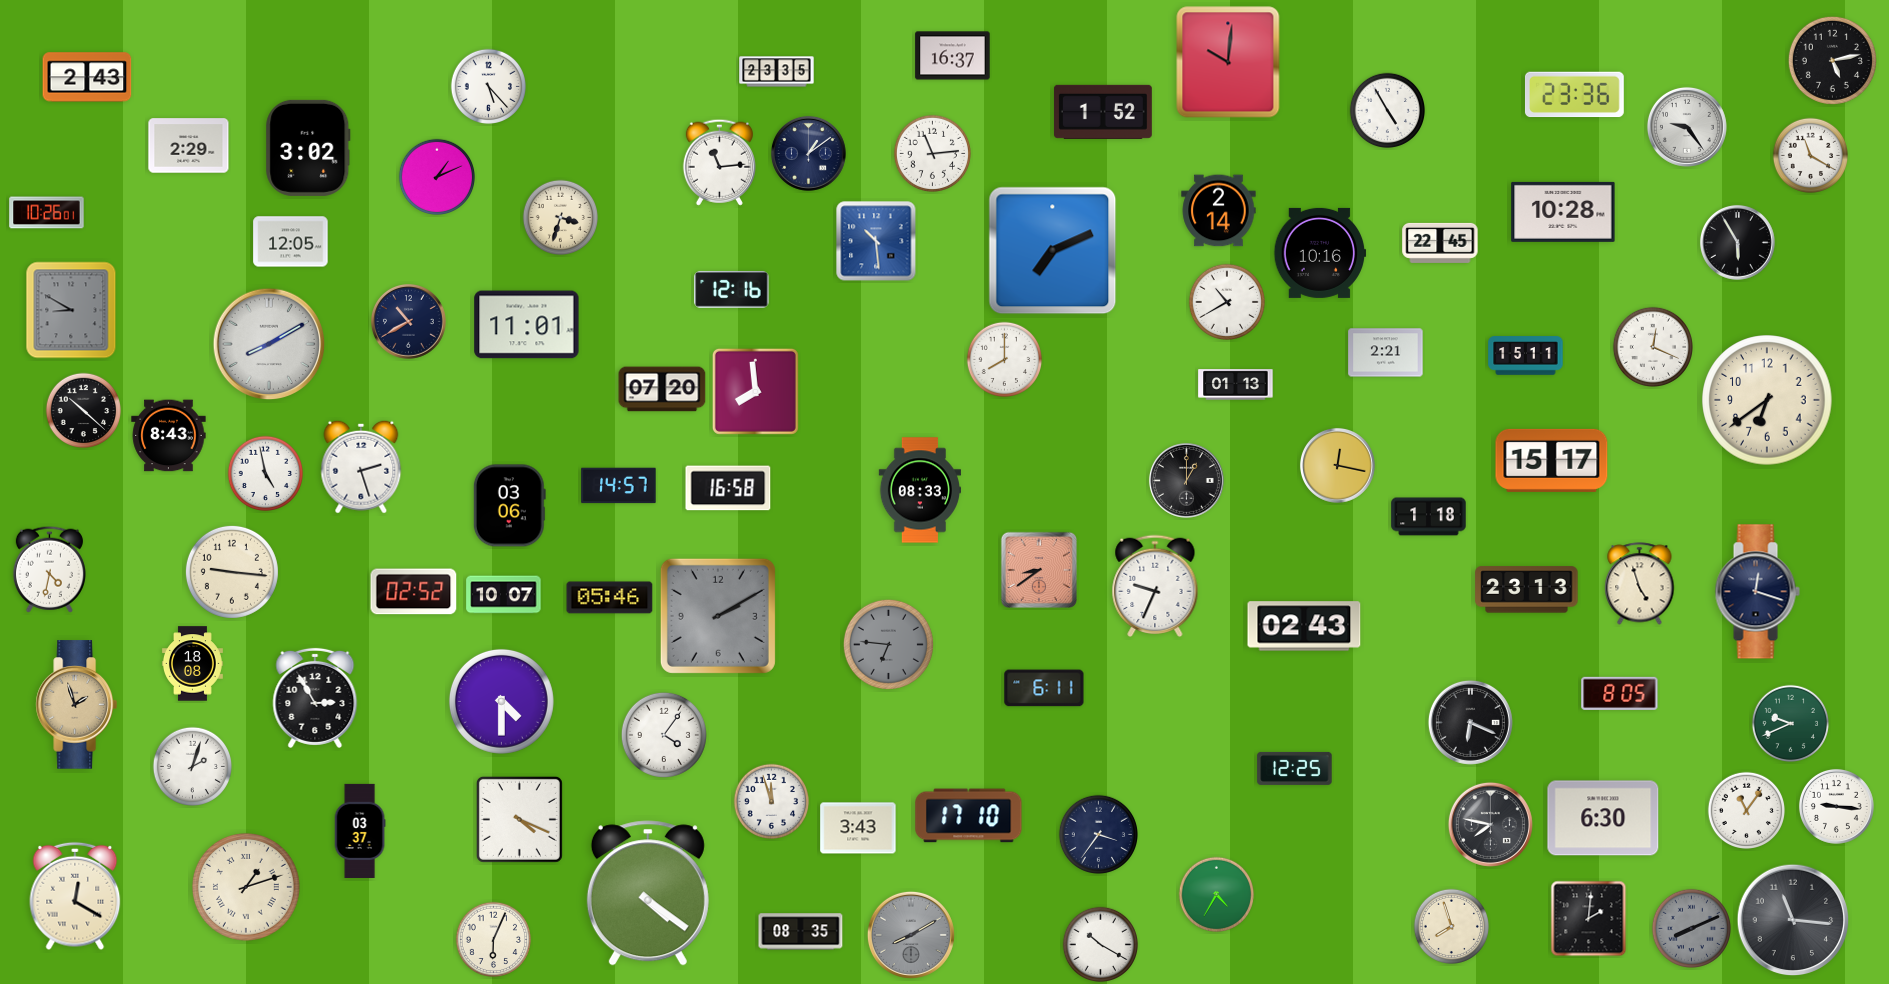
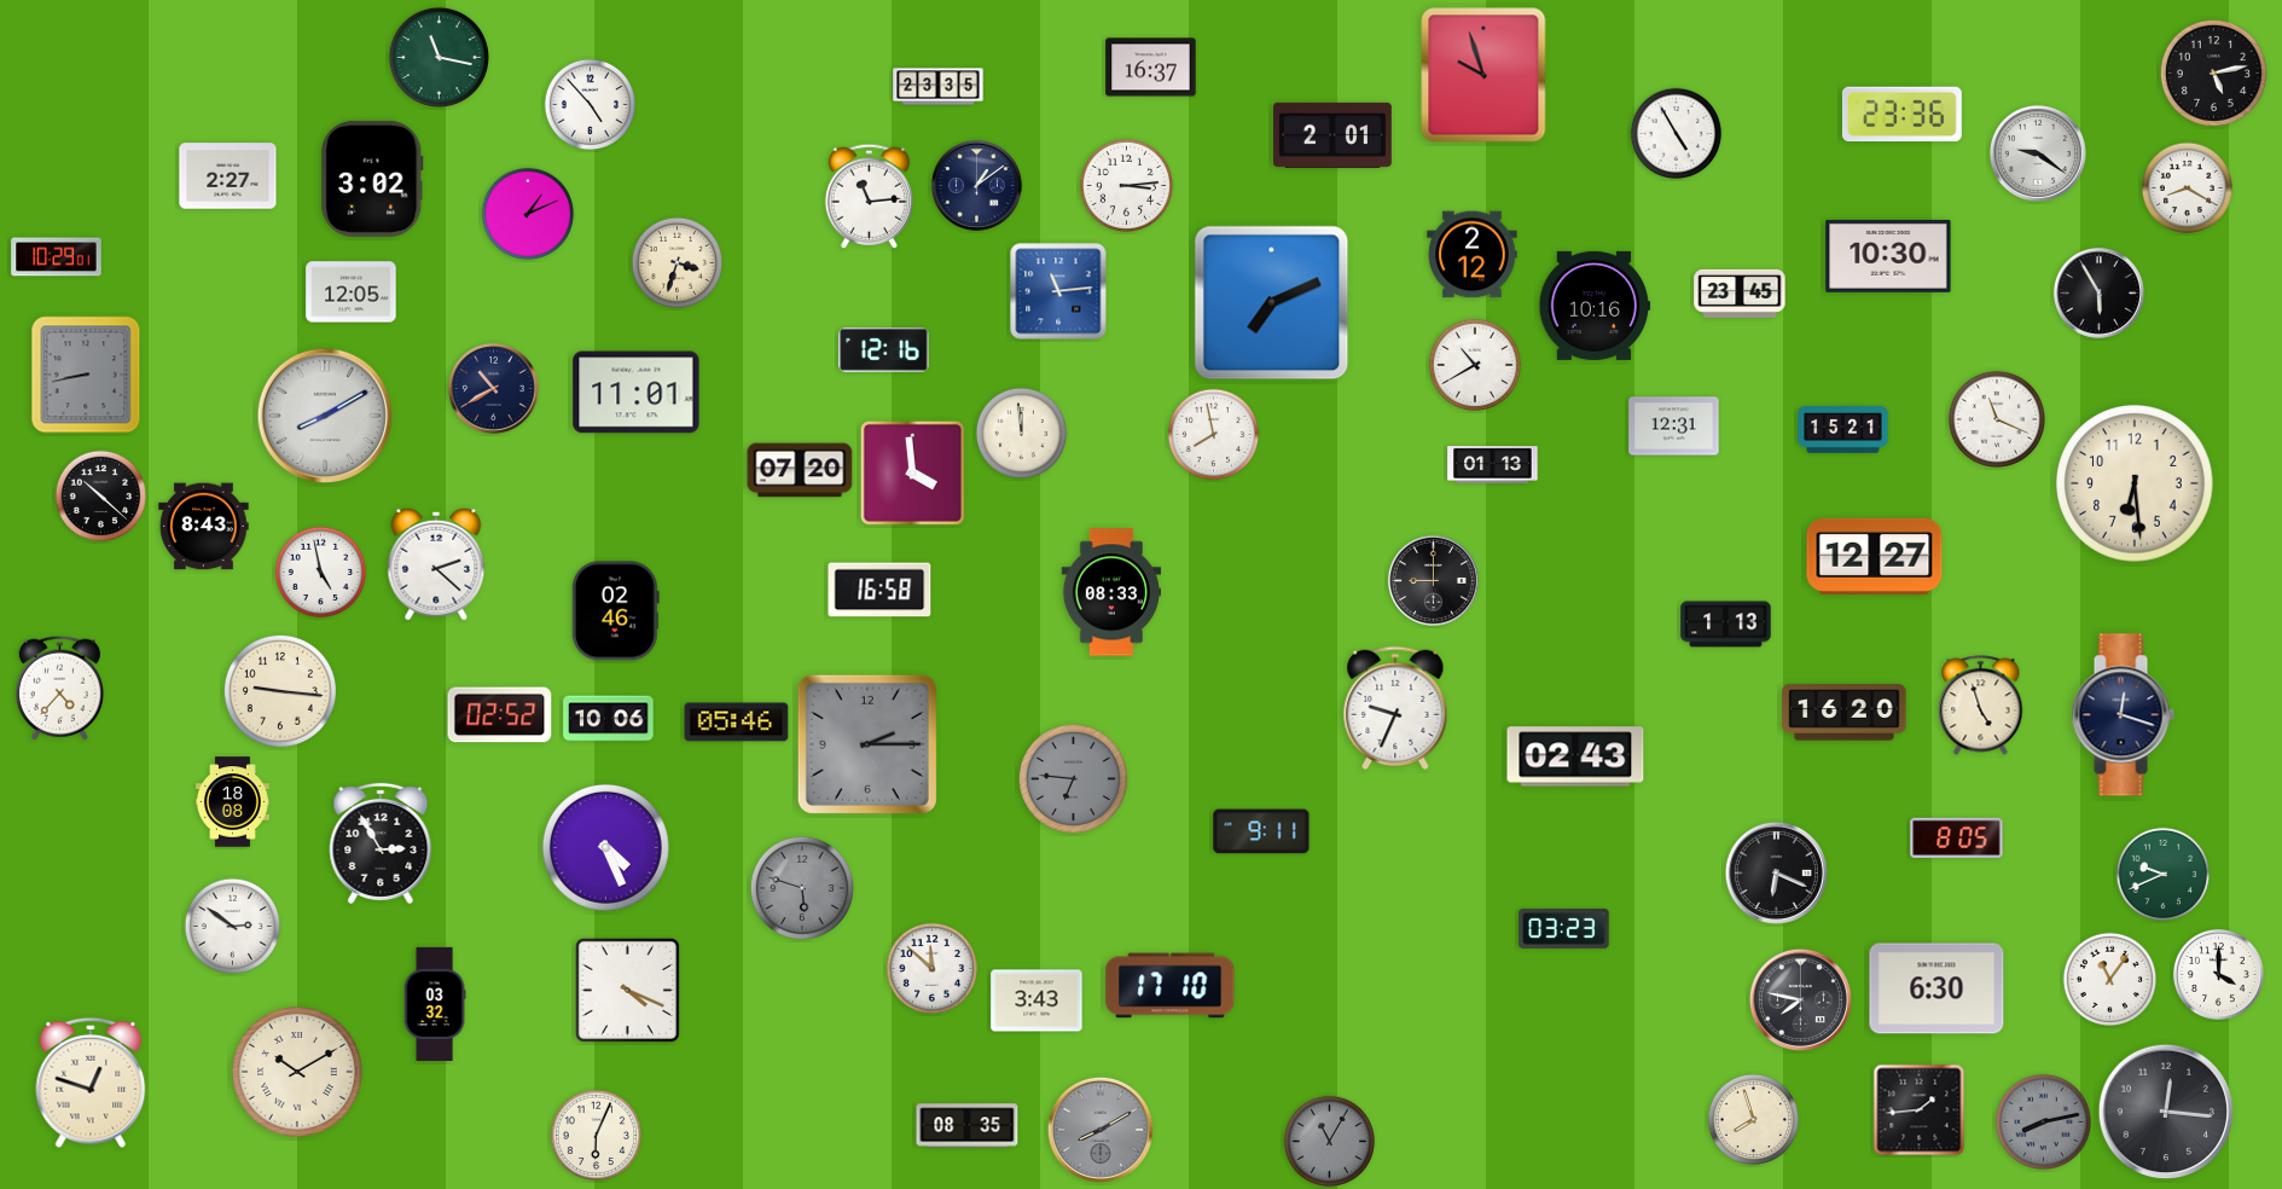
clock at (439, 57): none -> 11:17
clock at (1228, 62): 10:01 -> 9:57
clock at (87, 77): 2:43 -> none
clock at (489, 87): 5:23 -> 4:53
clock at (1103, 112): 1:52 -> 2:01
clock at (1687, 127): 9:24 -> 9:21
clock at (189, 146): 2:29 -> 2:27
clock at (932, 153): 11:14 -> 3:14
clock at (1811, 156): 11:20 -> 8:20
clock at (1219, 211): 2:14 -> 2:12
clock at (1563, 212): 10:28 -> 10:30
clock at (47, 213): 10:26 -> 10:29
clock at (876, 241): 10:29 -> 11:14
clock at (1440, 243): 22:45 -> 23:45
clock at (1226, 301) position: (1226, 301) -> (1474, 364)
clock at (71, 310): 8:50 -> 8:43
clock at (1652, 346): 12:19 -> 11:19
clock at (1386, 353): 2:21 -> 12:31
clock at (1526, 356): 15:11 -> 15:21
clock at (1022, 434): none -> 11:59
clock at (1005, 360): 8:00 -> 7:58
clock at (755, 391): 7:59 -> 3:59
clock at (1767, 400): 6:39 -> 6:29
clock at (1552, 460): 15:17 -> 12:27
clock at (1337, 465): 12:17 -> none
clock at (361, 467): 2:27 -> 2:22
clock at (1186, 480): 1:00 -> 9:00
clock at (619, 486): 14:57 -> none
clock at (509, 506): 03:06 -> 02:46
clock at (1429, 517): 1:18 -> 1:13
clock at (49, 569): 4:32 -> 4:37
clock at (1038, 569): 8:39 -> none
clock at (1527, 590): 23:13 -> 16:20
clock at (504, 595): 10:07 -> 10:06
clock at (718, 616): 2:10 -> 2:15
clock at (1044, 688): 6:11 -> 9:11
clock at (501, 701): 4:30 -> 4:26
clock at (76, 705): 1:57 -> none
clock at (664, 735): 4:06 -> 5:48
clock at (664, 735) dial: white -> grey
clock at (192, 766): 2:03 -> 2:51
clock at (1295, 768): 12:25 -> 03:23
clock at (772, 802): 11:57 -> 11:52
clock at (1836, 806): 9:16 -> 4:00
clock at (1490, 824) position: (1490, 824) -> (1800, 999)
clock at (360, 830): 03:37 -> 03:32
clock at (1098, 834): 3:36 -> none
clock at (246, 887): 1:12 -> 10:10
clock at (648, 893): 4:21 -> none
clock at (1217, 895): 4:35 -> none
clock at (75, 896): 12:20 -> 12:48
clock at (1589, 919): 2:01 -> 1:44
clock at (1793, 920): 11:16 -> 12:16
clock at (1691, 928): 8:11 -> 8:13
clock at (1101, 945): 10:20 -> 11:05
clock at (1101, 945) dial: white -> grey
